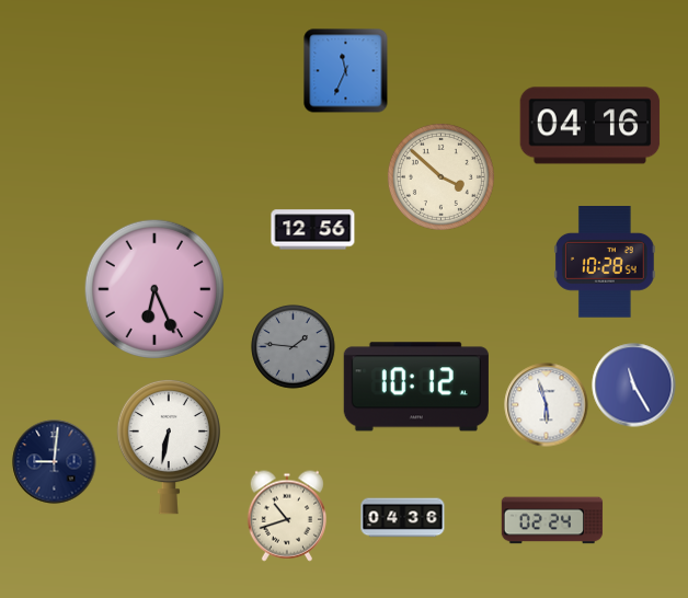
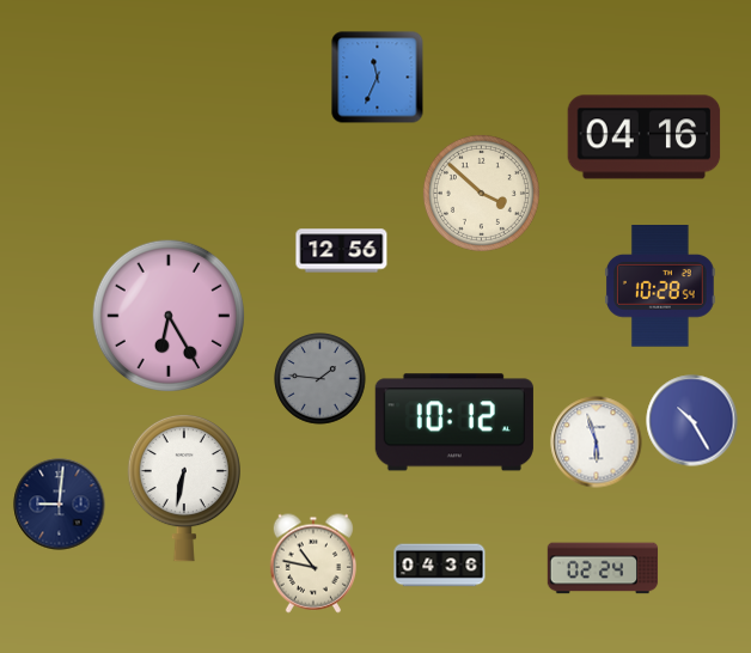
clock at (153, 288): 6:26 -> 6:25
clock at (634, 386): 11:25 -> 10:25
clock at (286, 516): 10:42 -> 10:47
